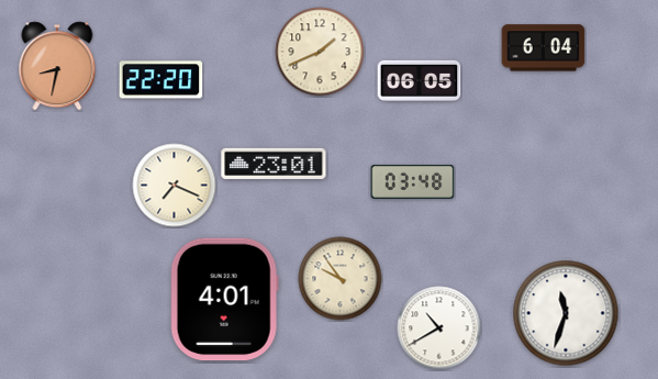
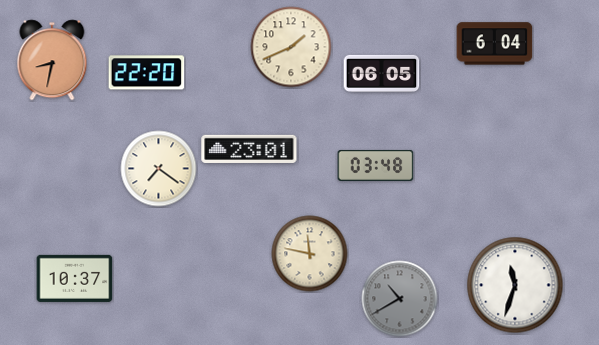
clock at (175, 186): 7:19 -> 7:21
clock at (341, 279): 9:54 -> 11:47
clock at (224, 300): 4:01 -> none
clock at (75, 278): none -> 10:37
clock at (439, 328) dial: white -> grey
